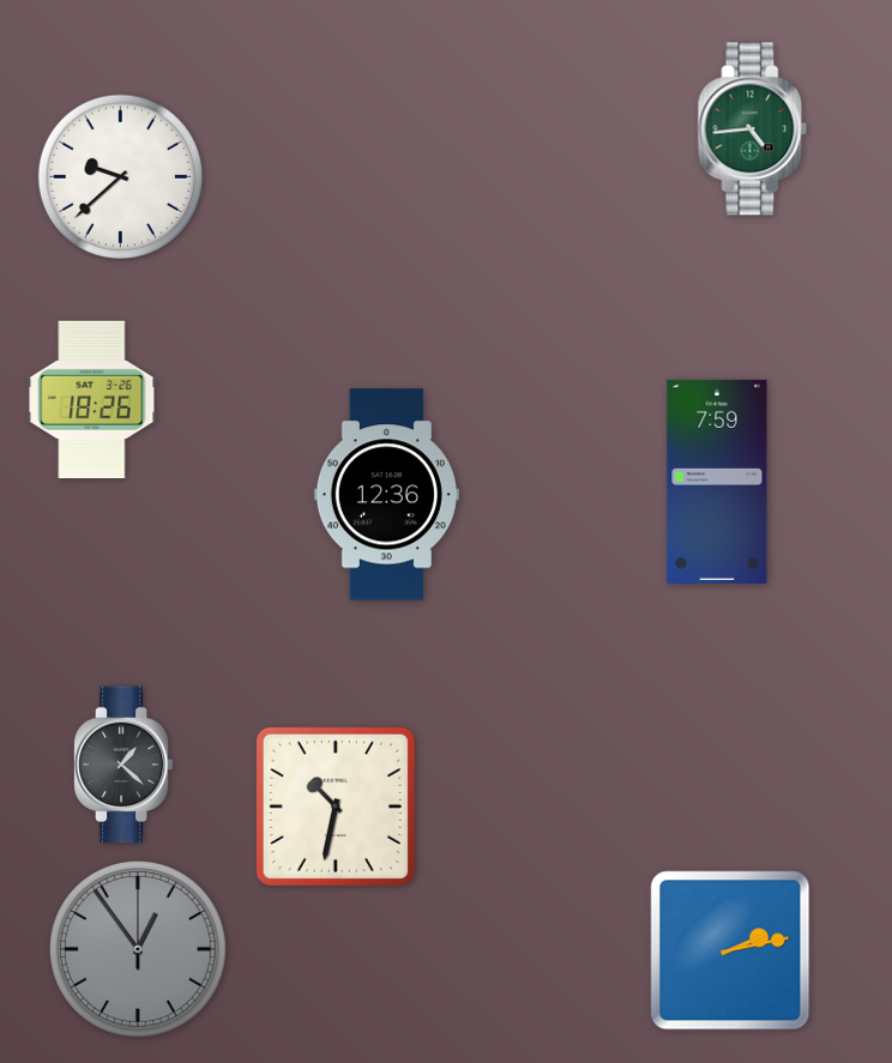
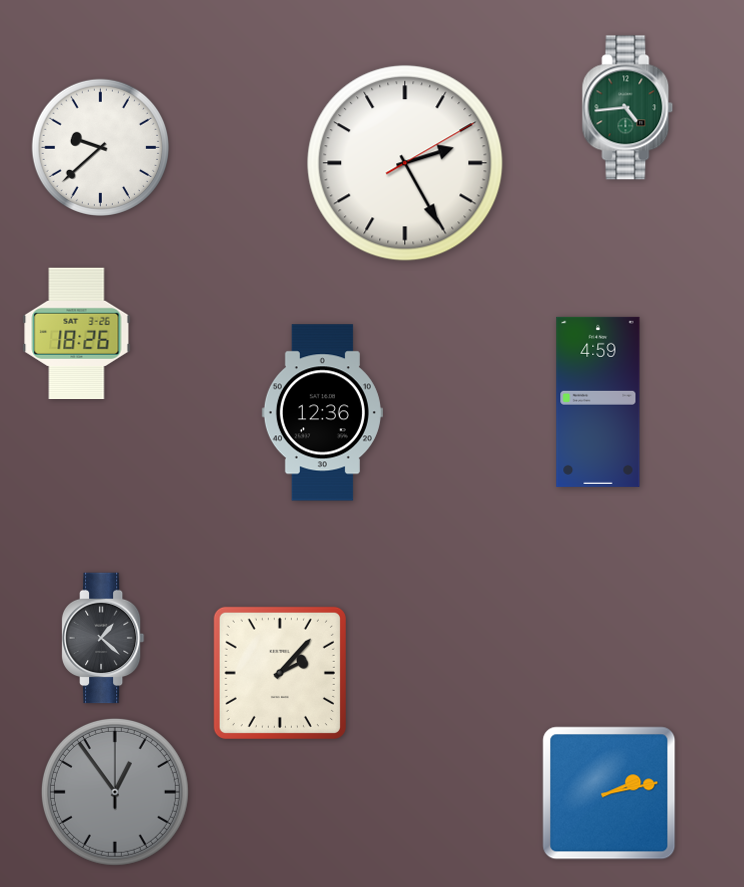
clock at (405, 163): none -> 2:25
clock at (717, 482): 7:59 -> 4:59
clock at (336, 807): 10:32 -> 2:07
